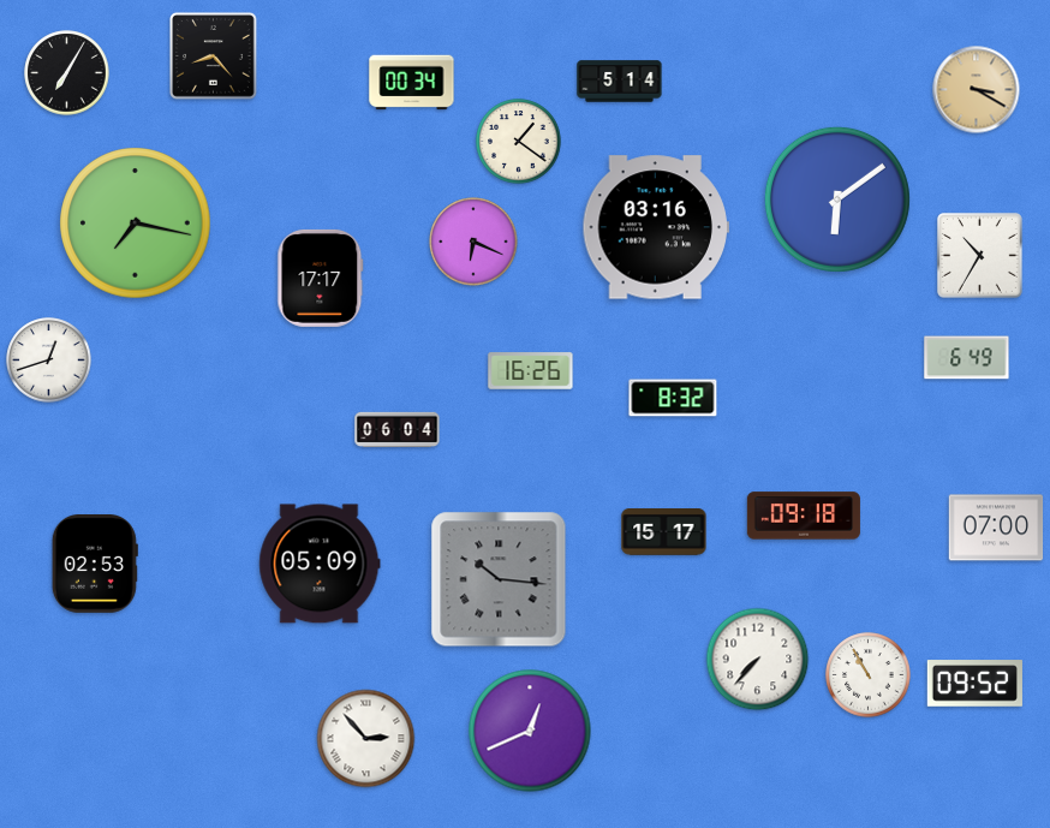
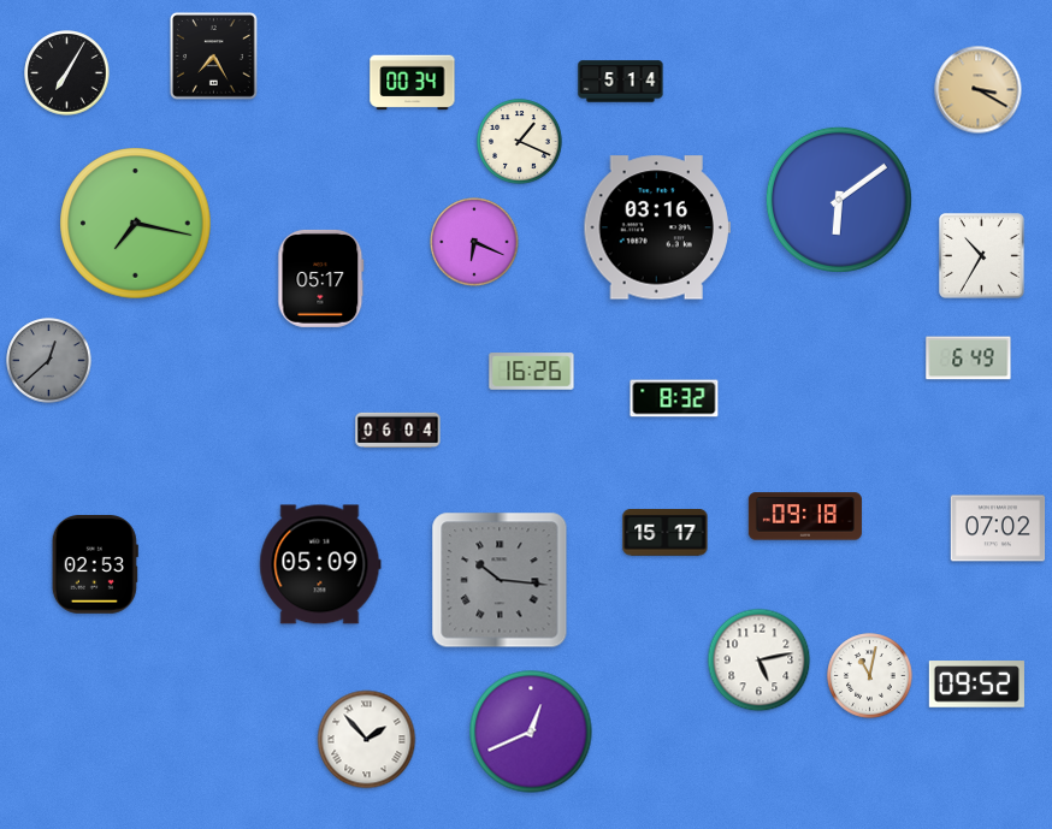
clock at (214, 56): 8:23 -> 7:25
clock at (519, 142): 1:21 -> 1:19
clock at (321, 278): 17:17 -> 05:17
clock at (49, 361): 12:42 -> 12:38
clock at (49, 361) dial: white -> grey
clock at (996, 528): 07:00 -> 07:02
clock at (758, 660): 7:37 -> 5:13
clock at (869, 675): 10:55 -> 11:02
clock at (366, 739): 2:53 -> 1:53
